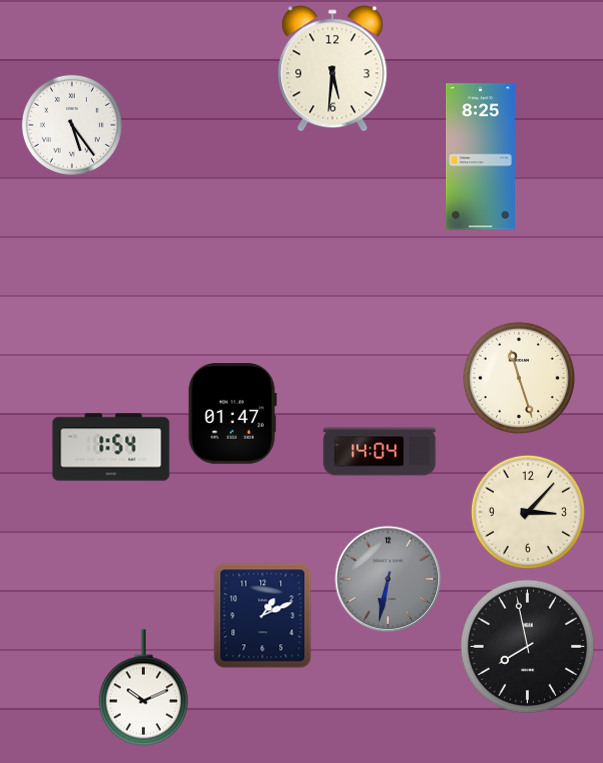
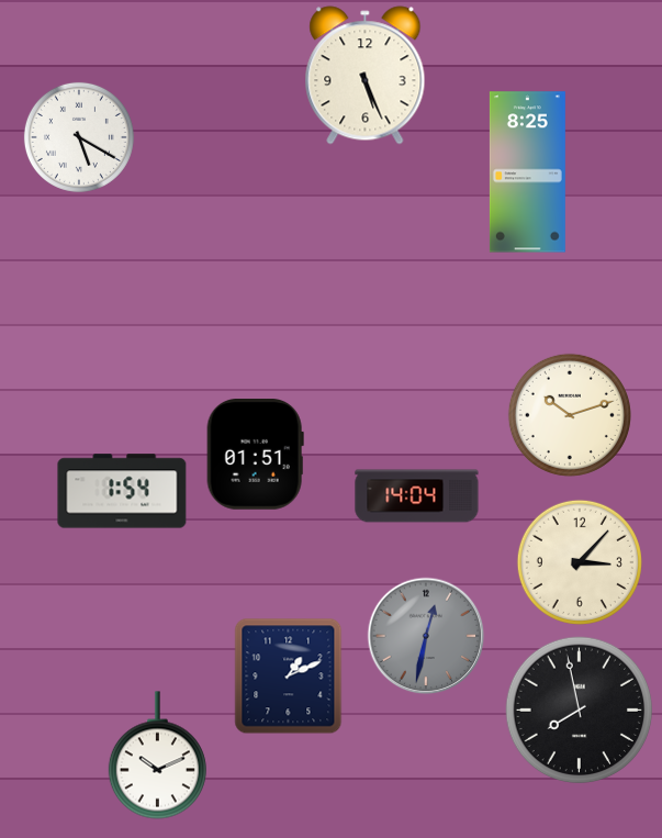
clock at (333, 69): 5:31 -> 5:26
clock at (72, 125): 5:24 -> 5:20
clock at (519, 378): 11:27 -> 10:12
clock at (232, 414): 01:47 -> 01:51
clock at (388, 579): 6:32 -> 12:32
